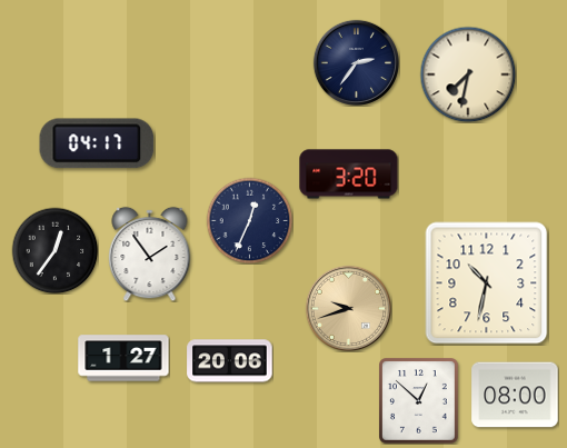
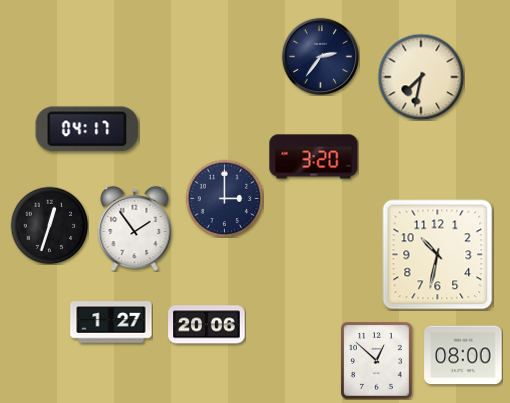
clock at (468, 74) position: (468, 74) -> (421, 77)
clock at (249, 220): 12:34 -> 3:00
clock at (54, 250): 12:36 -> 12:33
clock at (348, 308): 9:42 -> none
